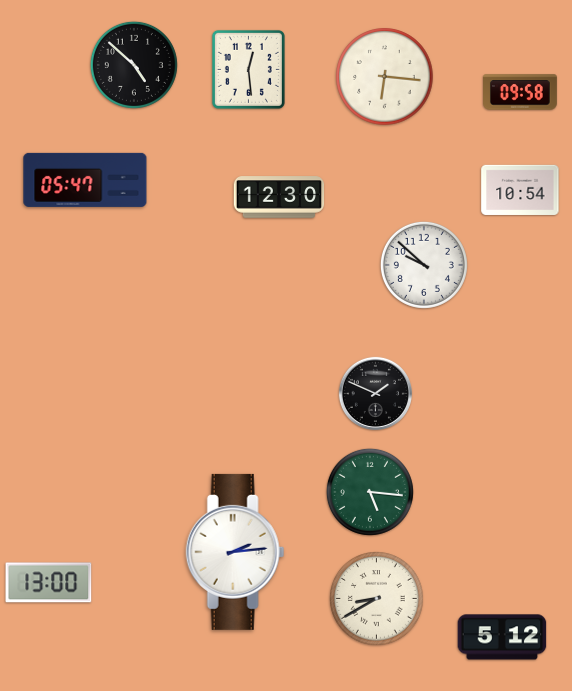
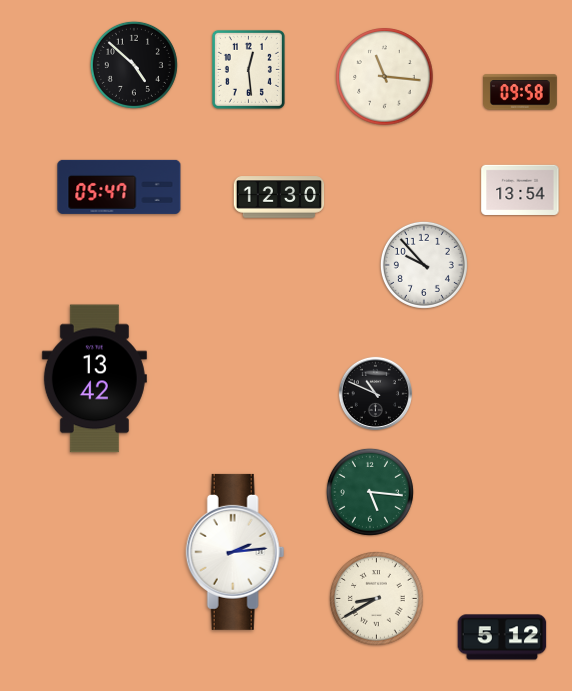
clock at (385, 77): 6:16 -> 11:16
clock at (85, 180) position: (85, 180) -> (119, 187)
clock at (520, 190): 10:54 -> 13:54
clock at (424, 265): 9:52 -> 9:53
clock at (94, 379): none -> 13:42
clock at (375, 393): 1:49 -> 10:49
clock at (49, 583): 13:00 -> none
